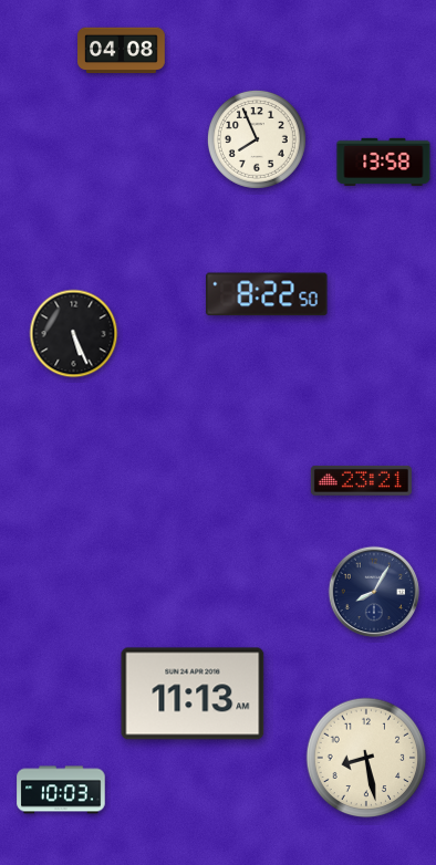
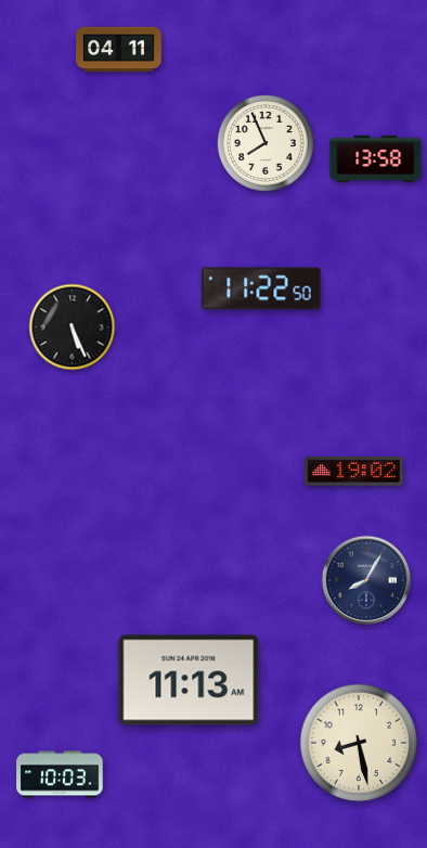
clock at (122, 51): 04:08 -> 04:11
clock at (257, 139) position: (257, 139) -> (266, 143)
clock at (267, 294): 8:22 -> 11:22
clock at (361, 480): 23:21 -> 19:02
